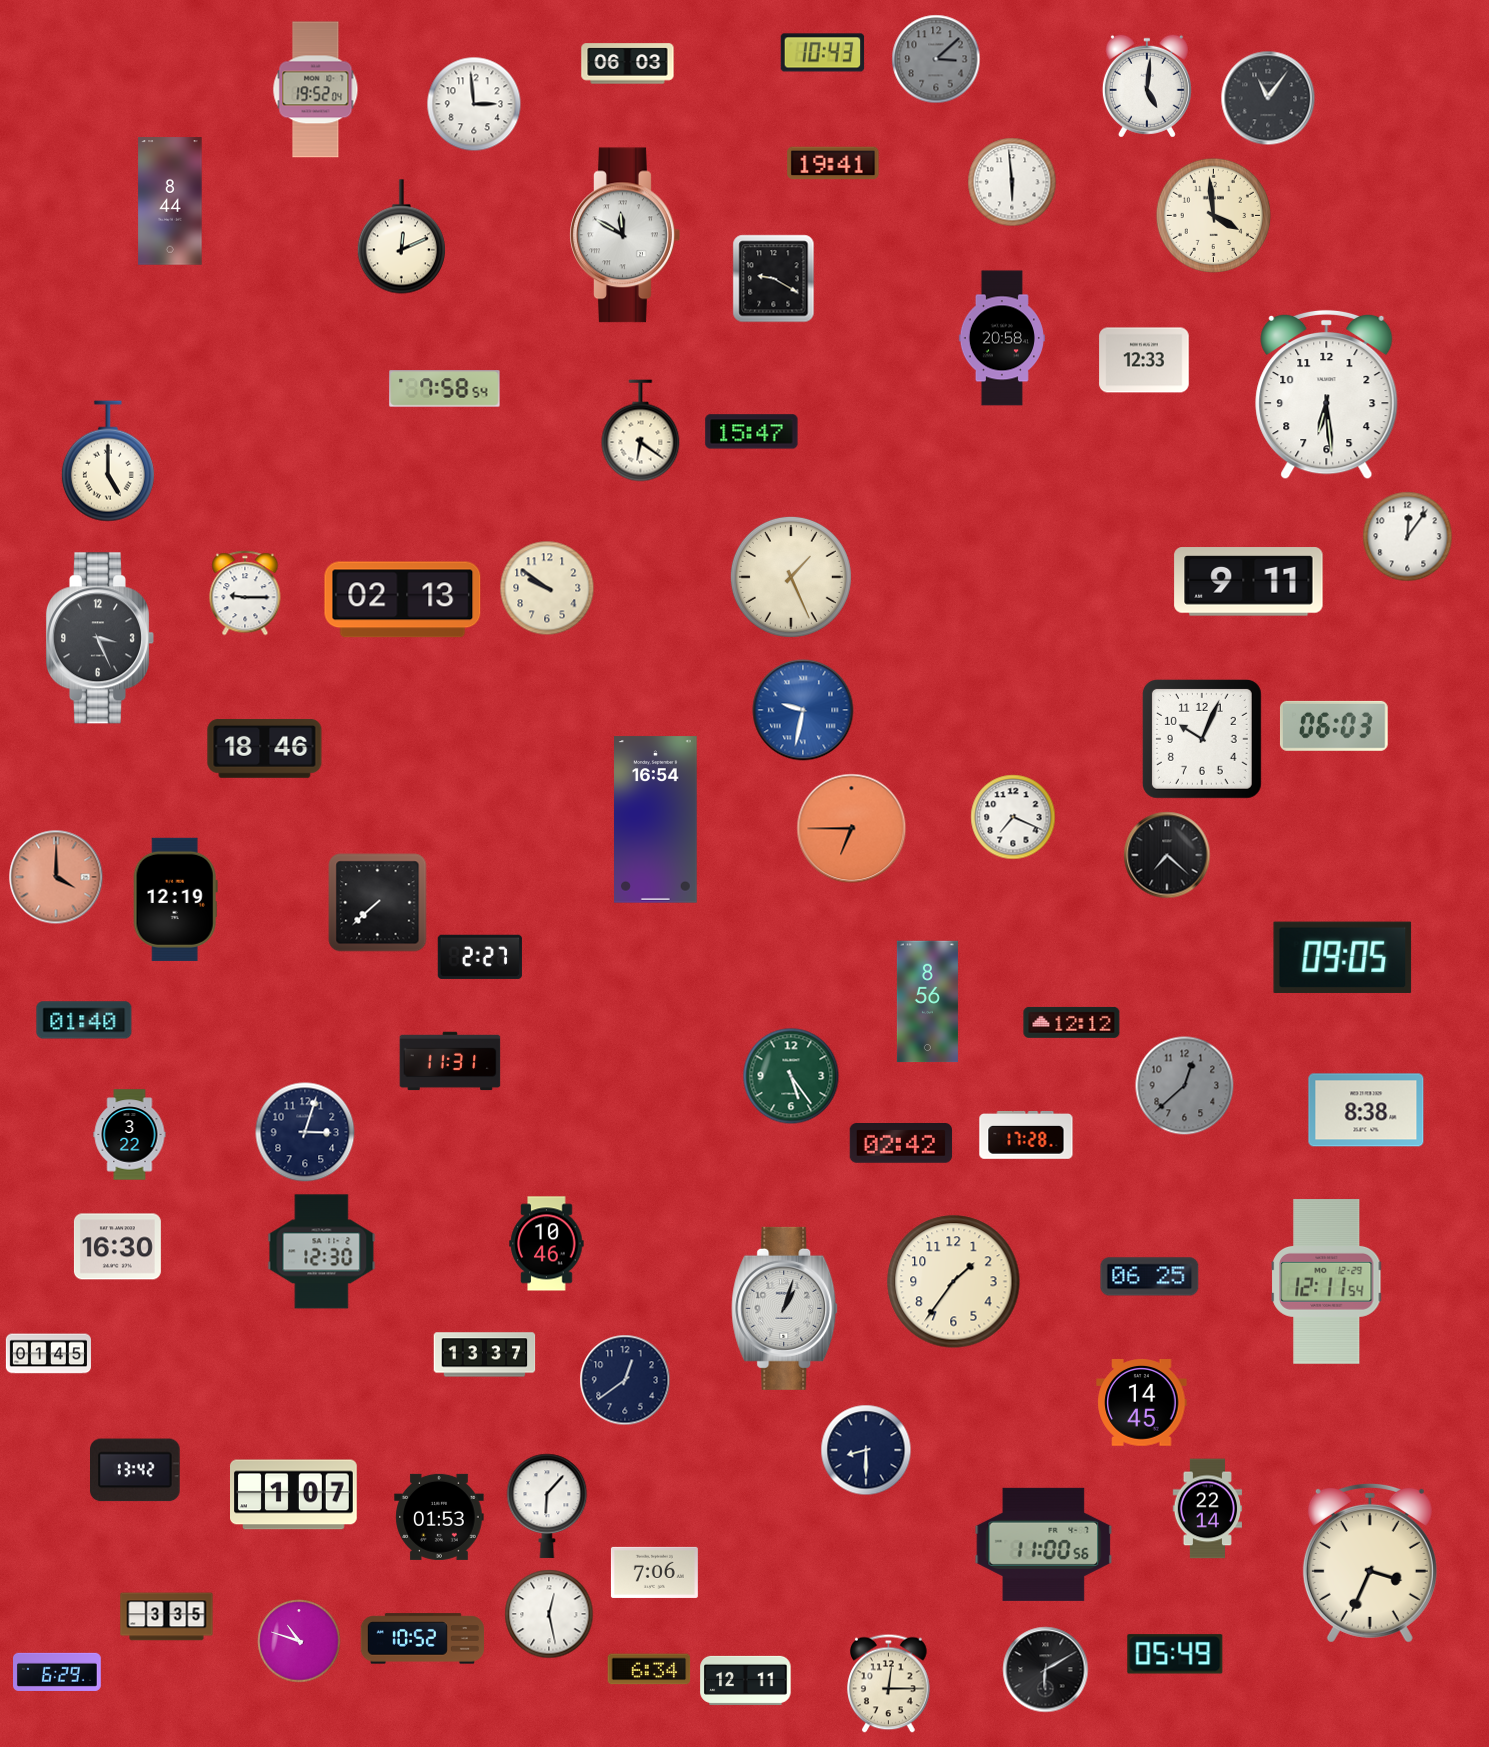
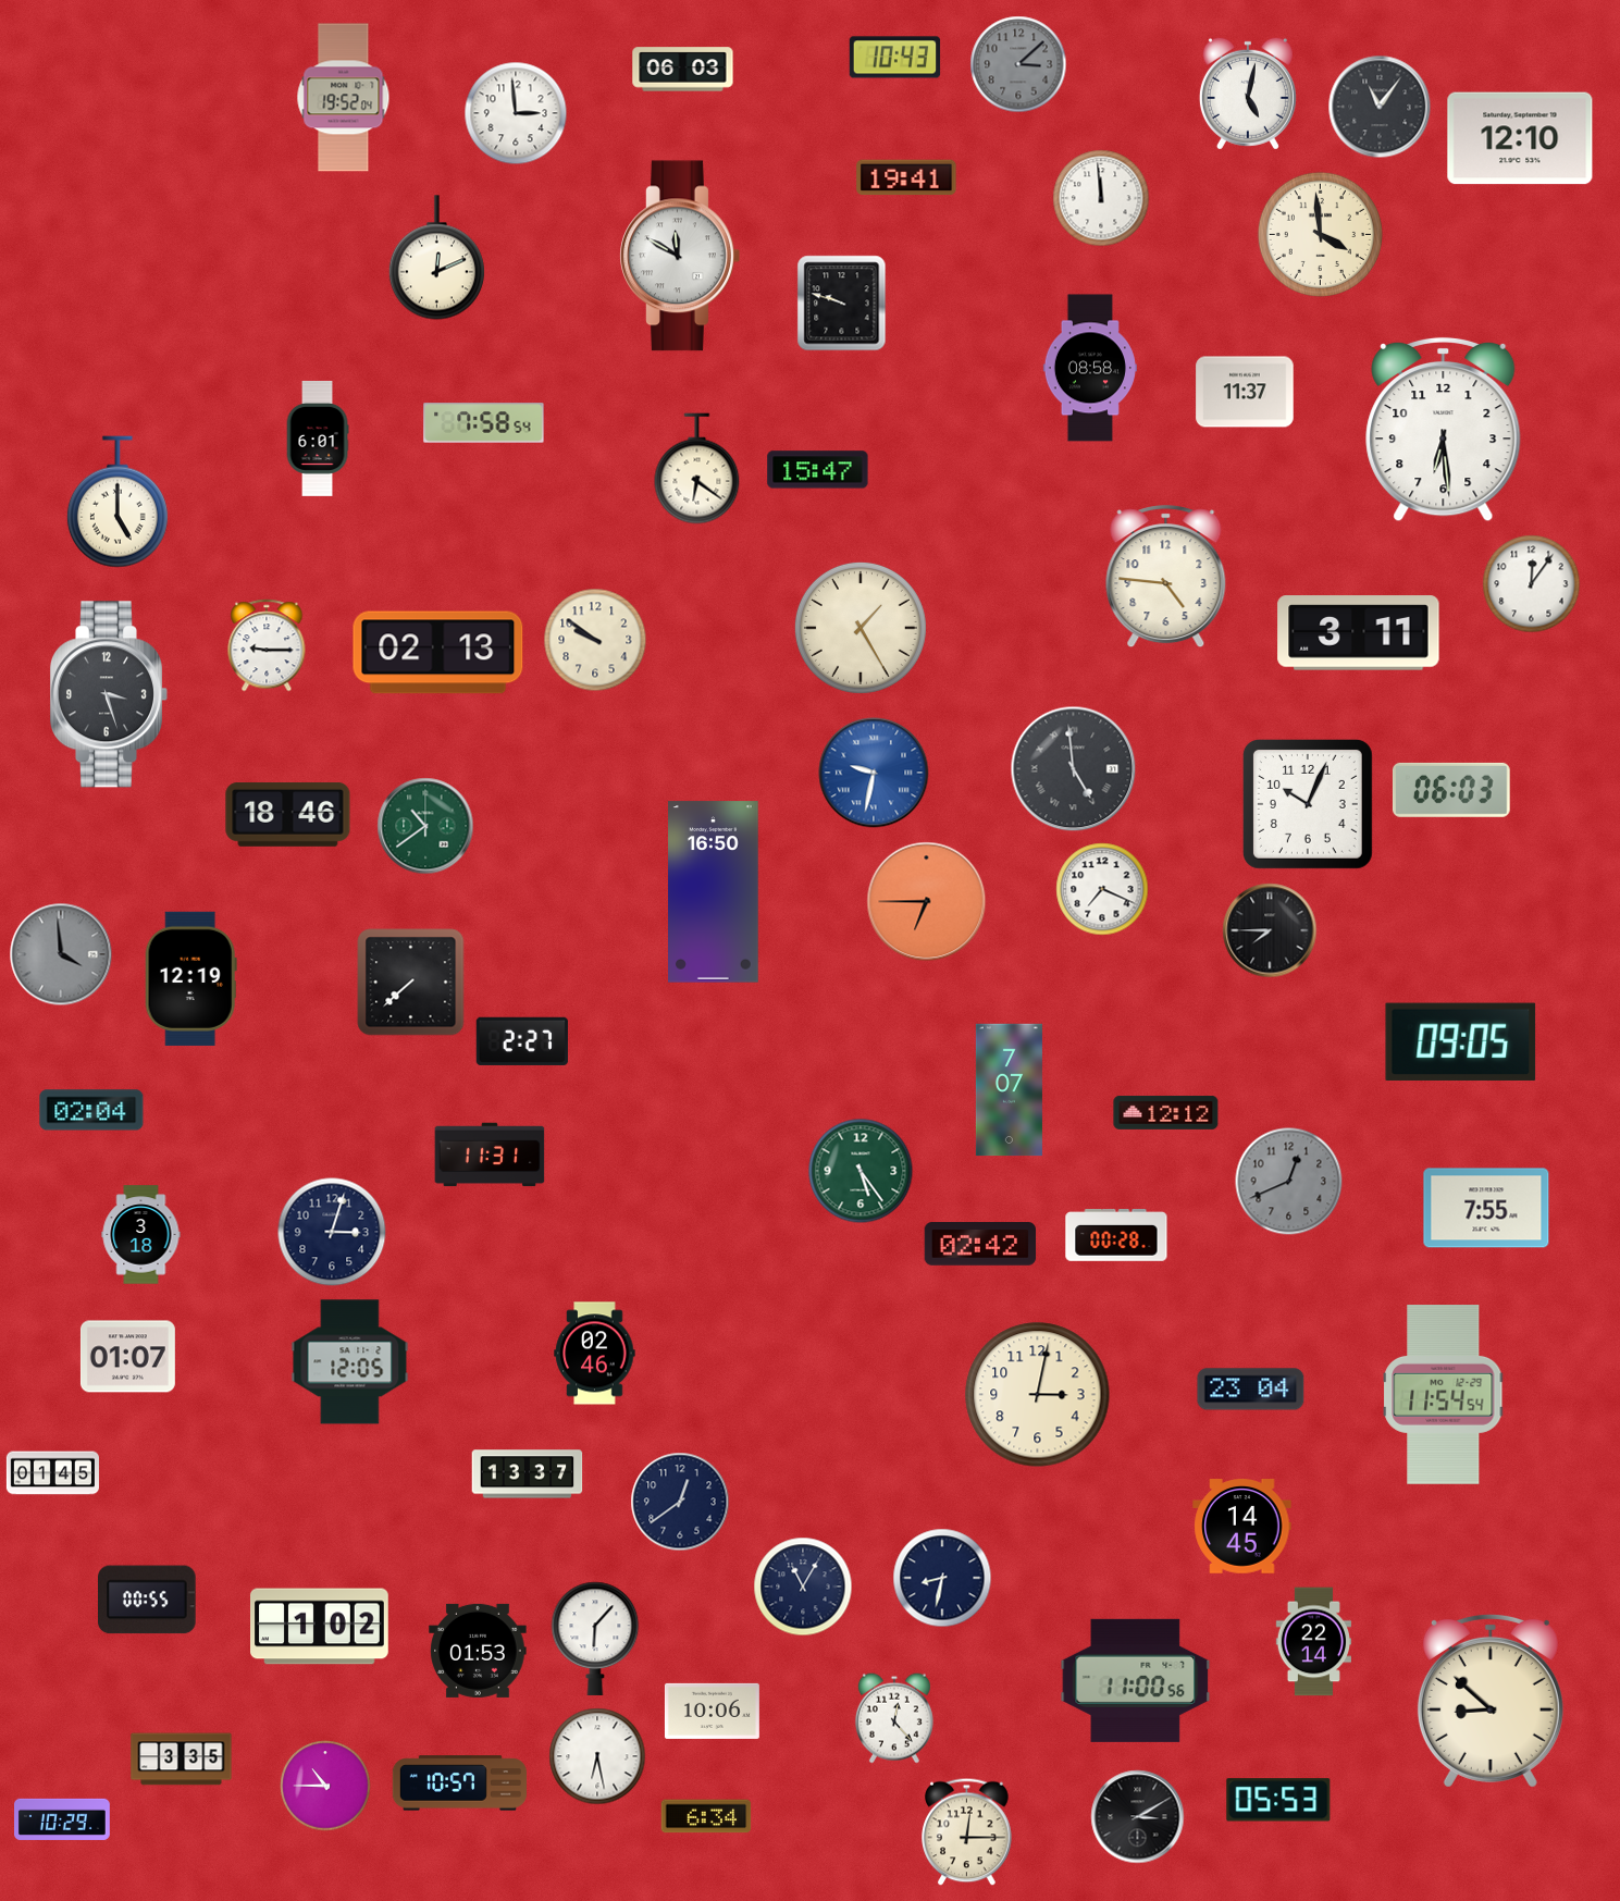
clock at (1147, 86): 5:01 -> 5:02
clock at (1520, 138): none -> 12:10
clock at (1012, 182): 5:59 -> 11:59
clock at (170, 201): 8:44 -> none
clock at (774, 279): 9:20 -> 9:48
clock at (1002, 338): 20:58 -> 08:58
clock at (1144, 360): 12:33 -> 11:37
clock at (318, 439): none -> 6:01
clock at (1166, 577): none -> 4:46
clock at (791, 577): 1:26 -> 1:25
clock at (1249, 582): 9:11 -> 3:11
clock at (100, 638): 3:26 -> 3:27
clock at (1074, 769): none -> 4:59
clock at (425, 826): none -> 10:39
clock at (656, 820): 16:54 -> 16:50
clock at (1167, 855): 7:22 -> 7:45
clock at (56, 877): 4:00 -> 3:59
clock at (56, 877) dial: salmon -> grey
clock at (927, 1002): 8:56 -> 7:07
clock at (84, 1020): 01:40 -> 02:04
clock at (1185, 1086): 12:38 -> 12:41
clock at (1366, 1110): 8:38 -> 7:55
clock at (130, 1135): 3:22 -> 3:18
clock at (1026, 1135): 17:28 -> 00:28
clock at (547, 1244): 10:46 -> 02:46
clock at (117, 1247): 16:30 -> 01:07
clock at (322, 1252): 12:30 -> 12:05
clock at (1150, 1277): 06:25 -> 23:04
clock at (954, 1282): 1:36 -> 3:02
clock at (1327, 1282): 12:11 -> 11:54
clock at (785, 1308): 1:03 -> none
clock at (866, 1450): 8:30 -> 8:32
clock at (803, 1587): none -> 11:05
clock at (135, 1470): 13:42 -> 00:55
clock at (294, 1495): 1:07 -> 1:02
clock at (1370, 1563): 3:34 -> 8:52
clock at (654, 1572): 7:06 -> 10:06
clock at (894, 1718): none -> 12:23
clock at (549, 1614): 12:28 -> 6:28
clock at (422, 1639): 10:52 -> 10:57
clock at (299, 1641): 10:48 -> 10:45
clock at (1175, 1654): 05:49 -> 05:53
clock at (1046, 1670): 6:10 -> 3:10
clock at (58, 1672): 6:29 -> 10:29
clock at (746, 1680): 12:11 -> none
